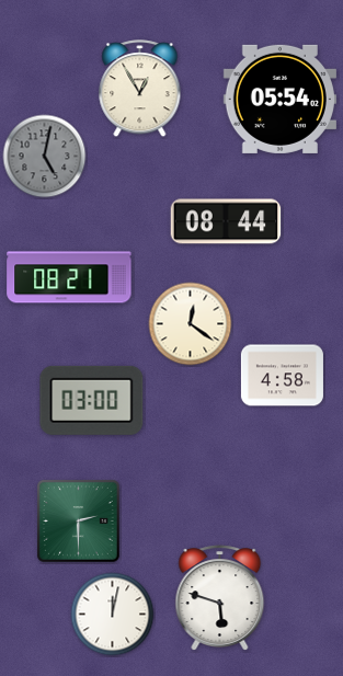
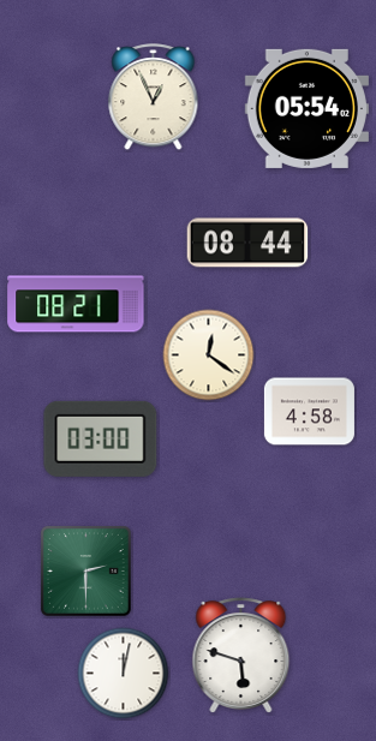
clock at (140, 89): 12:55 -> 12:56
clock at (45, 157): 5:02 -> none
